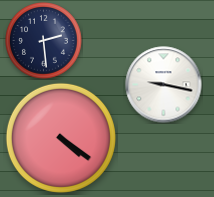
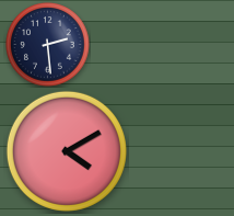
clock at (164, 85): 9:17 -> none
clock at (61, 138): 4:21 -> 4:10
